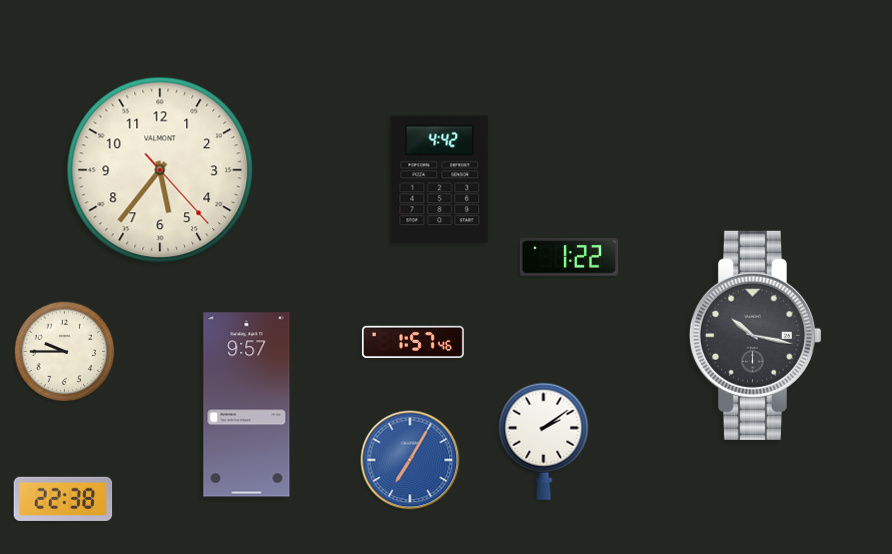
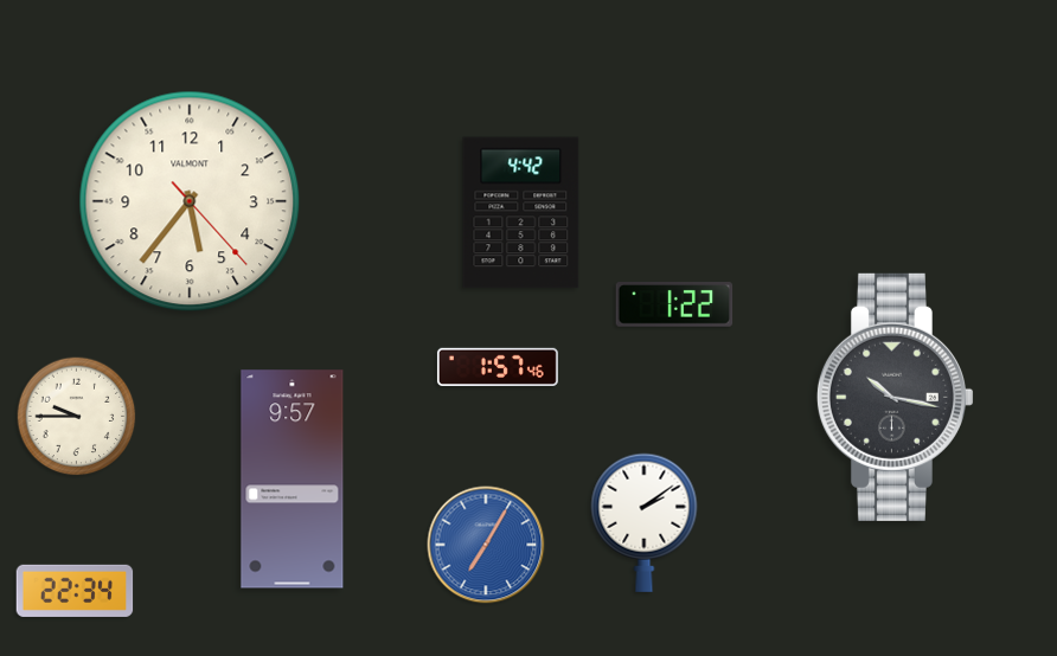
clock at (413, 342) position: (413, 342) -> (498, 367)
clock at (63, 499): 22:38 -> 22:34
